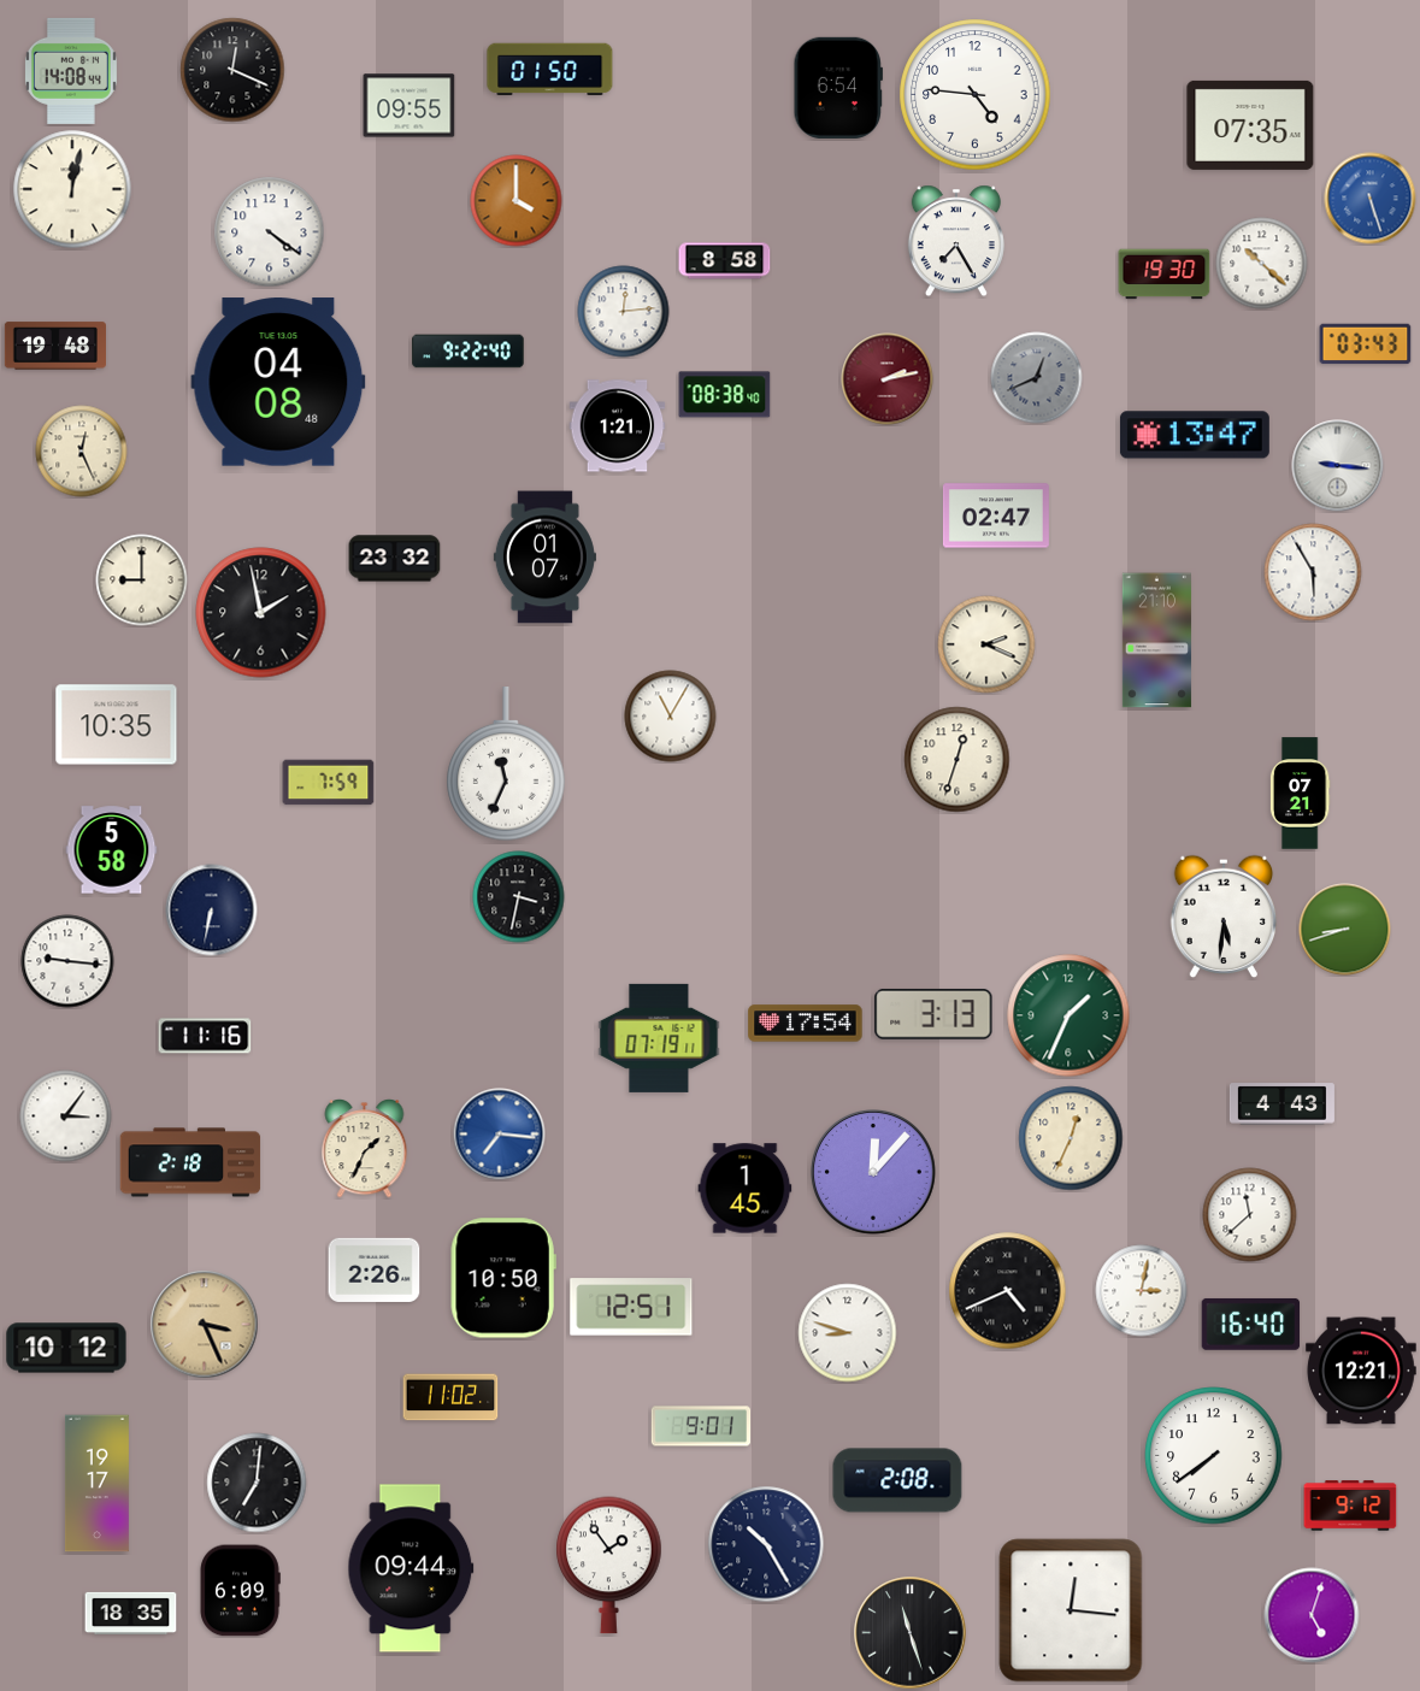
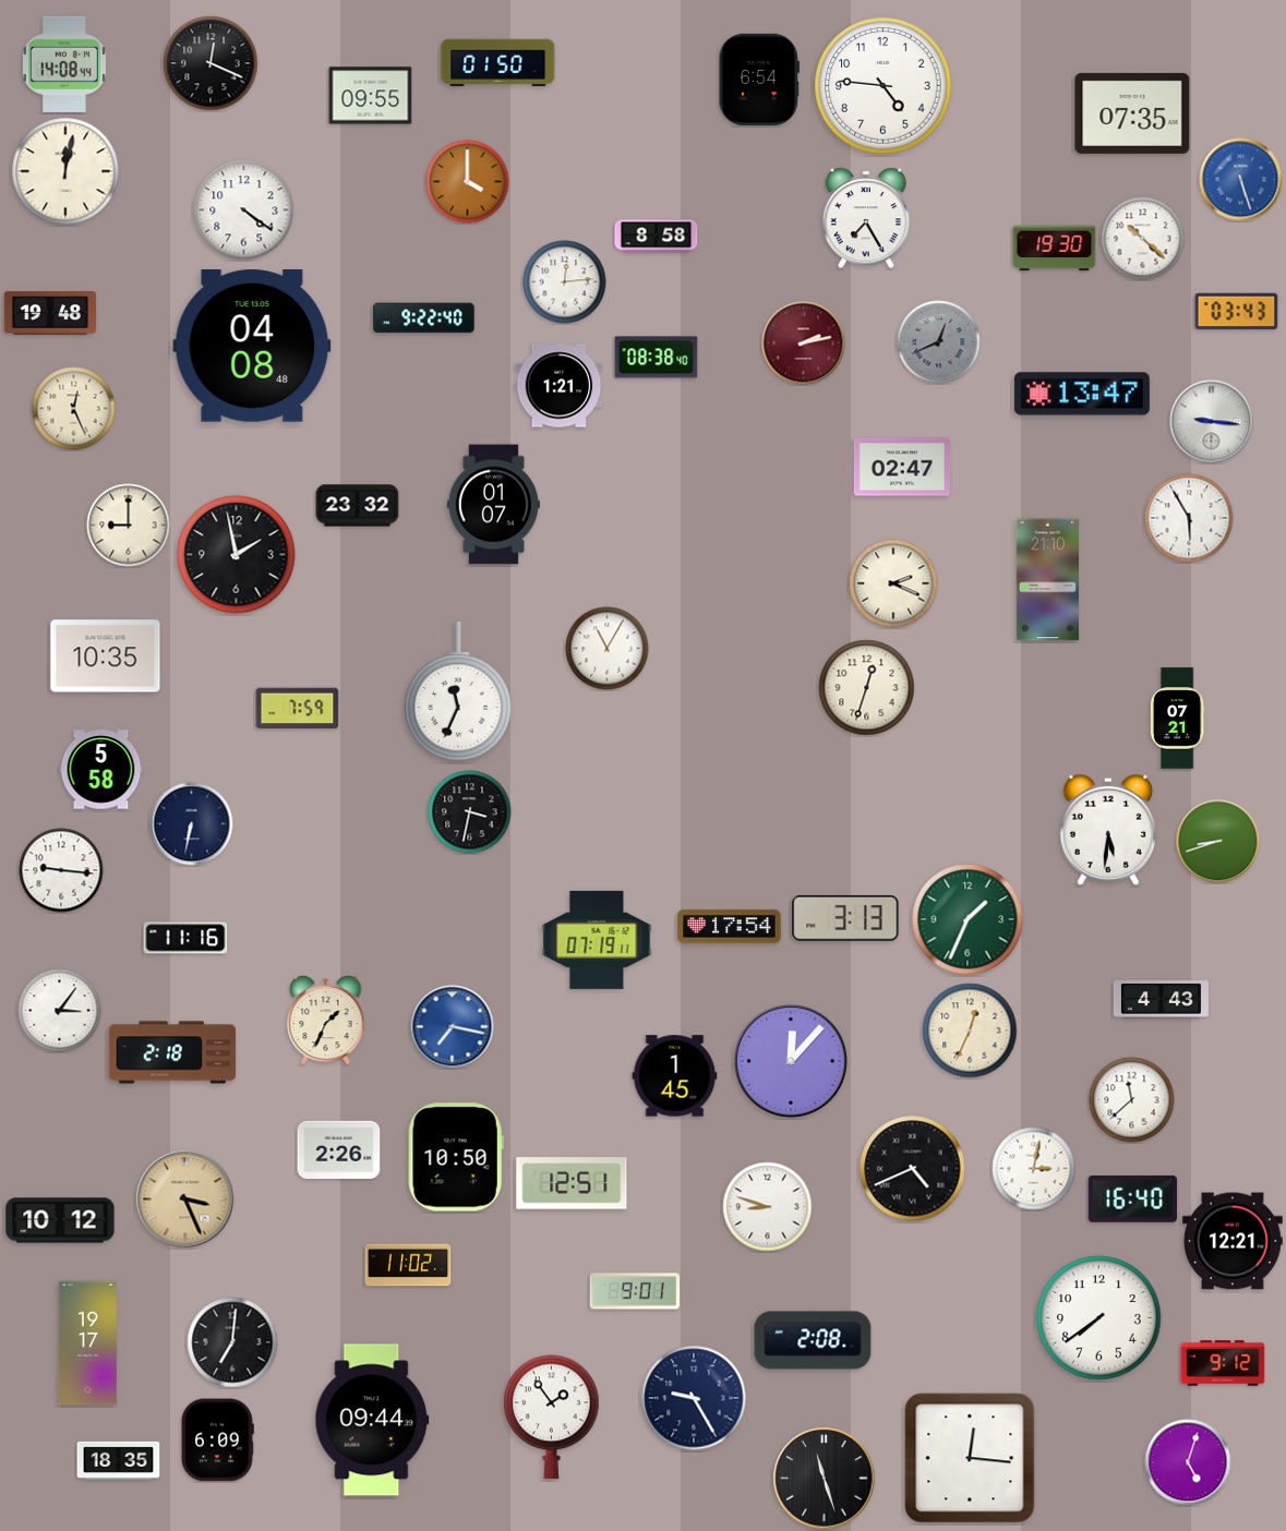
clock at (500, 1135): 7:16 -> 7:17
clock at (365, 1149) position: (365, 1149) -> (326, 1021)
clock at (766, 1544): 10:25 -> 9:25
